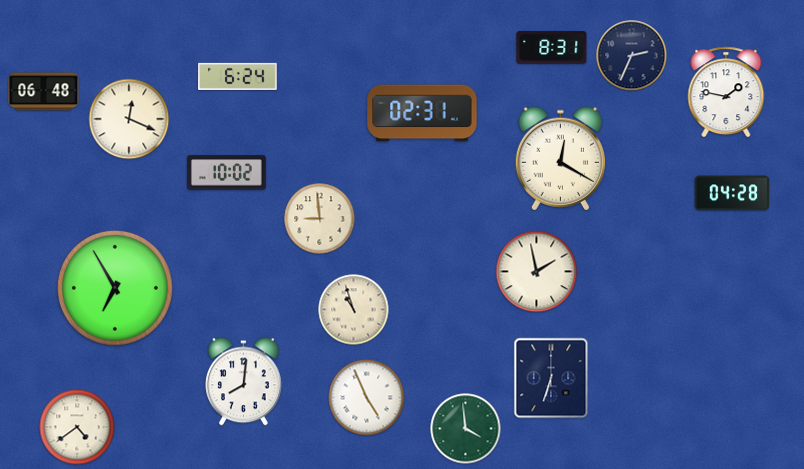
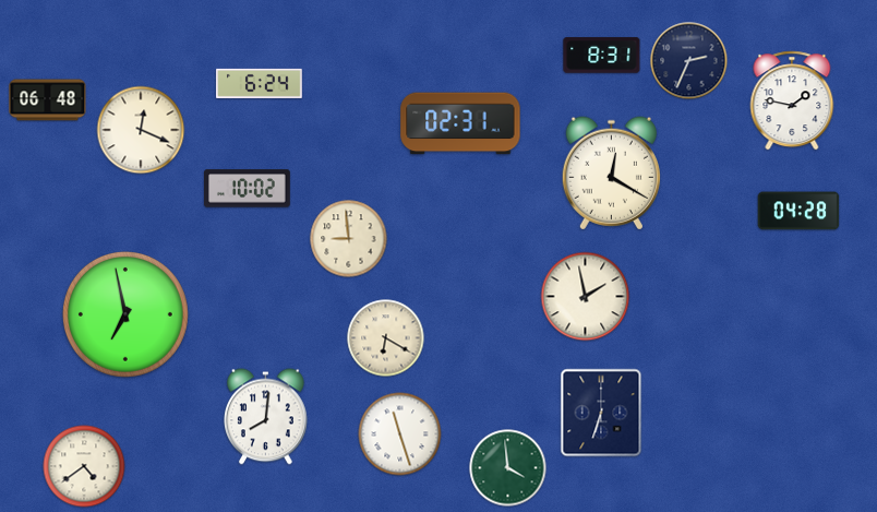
clock at (552, 48) position: (552, 48) -> (602, 56)
clock at (115, 288): 6:55 -> 6:58
clock at (354, 310): 10:57 -> 6:20
clock at (367, 398): 4:56 -> 11:27
